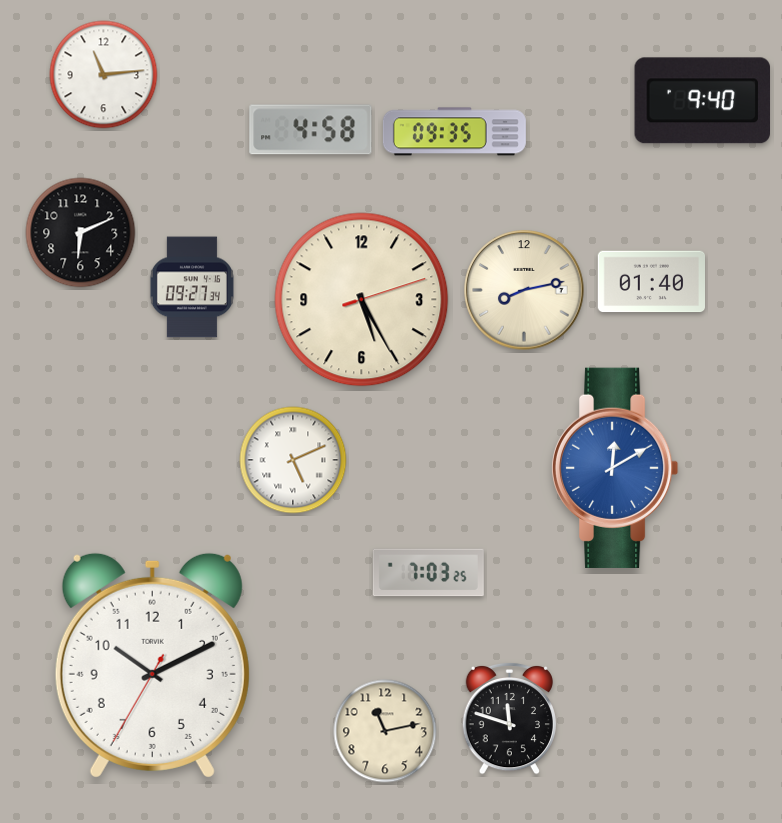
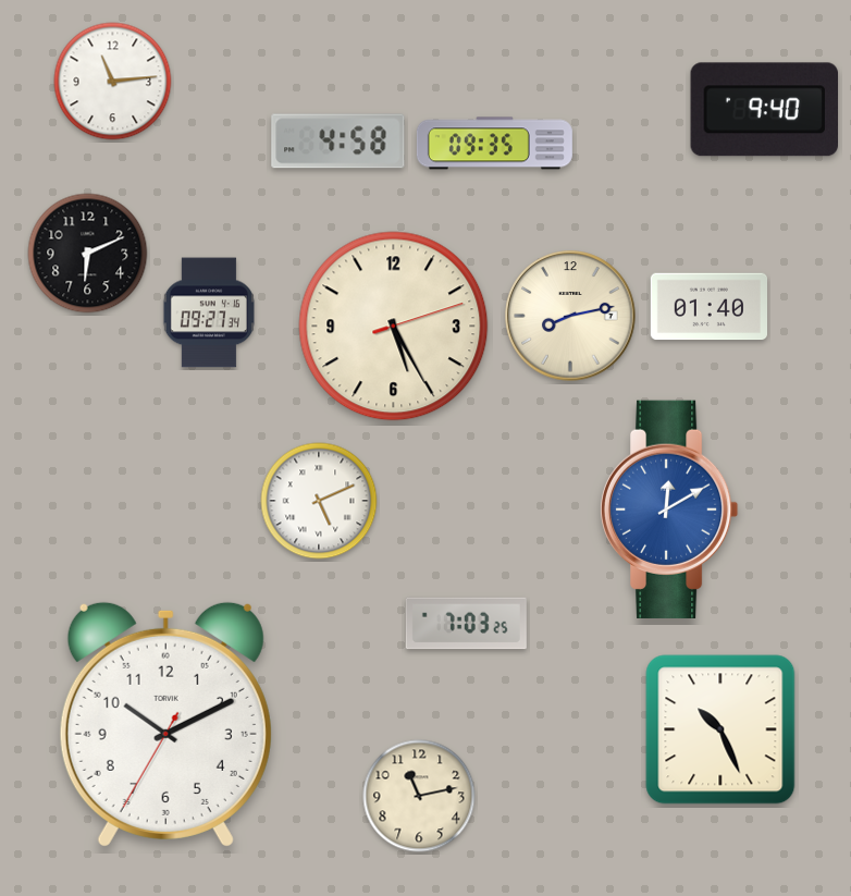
clock at (720, 729): none -> 10:26
clock at (509, 718): 11:48 -> none
